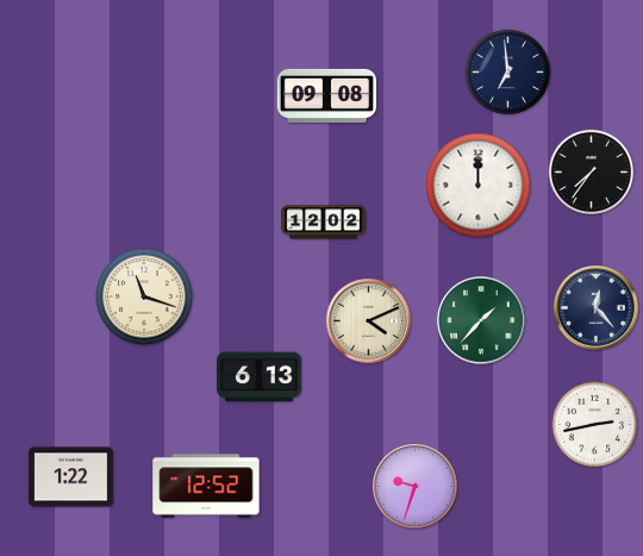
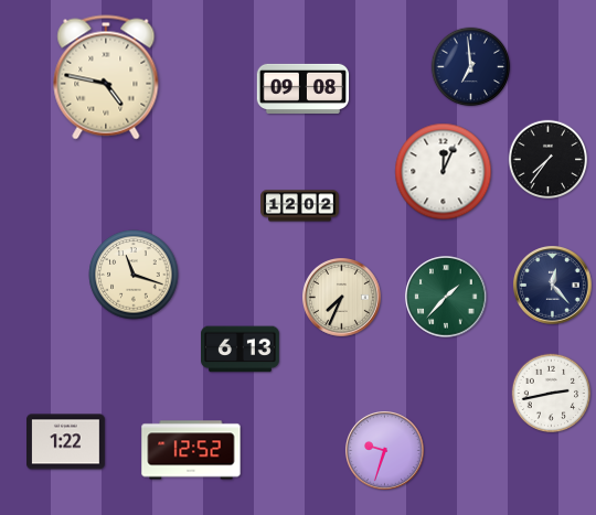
clock at (106, 77): none -> 4:47
clock at (479, 186): 12:00 -> 12:04
clock at (369, 321): 4:11 -> 7:34
